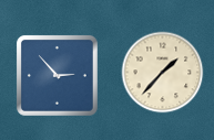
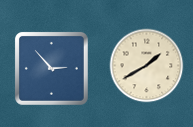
clock at (163, 73): 1:37 -> 1:40
